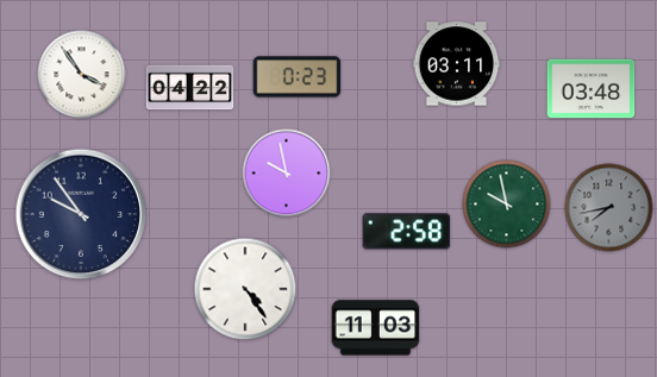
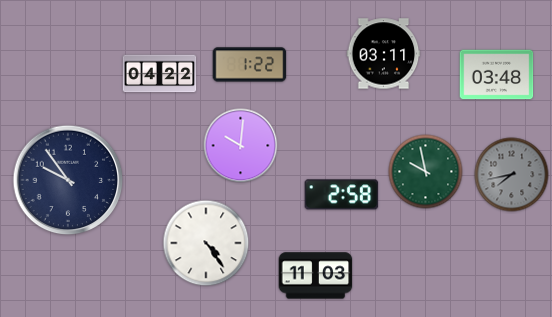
clock at (82, 75): 3:54 -> none
clock at (298, 77): 0:23 -> 1:22
clock at (287, 174): 9:58 -> 10:01
